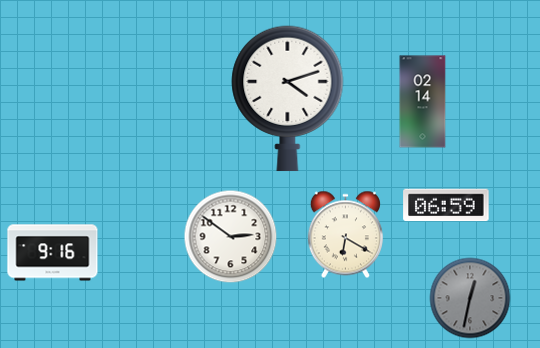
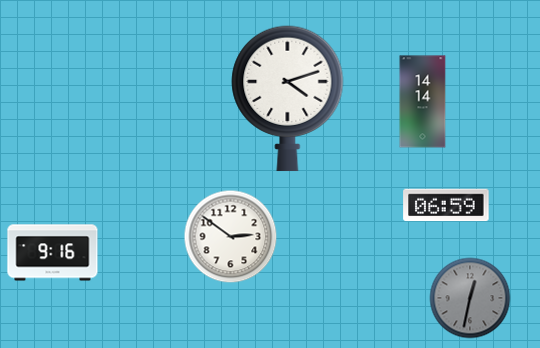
clock at (423, 102): 02:14 -> 14:14
clock at (345, 235): 6:20 -> none
